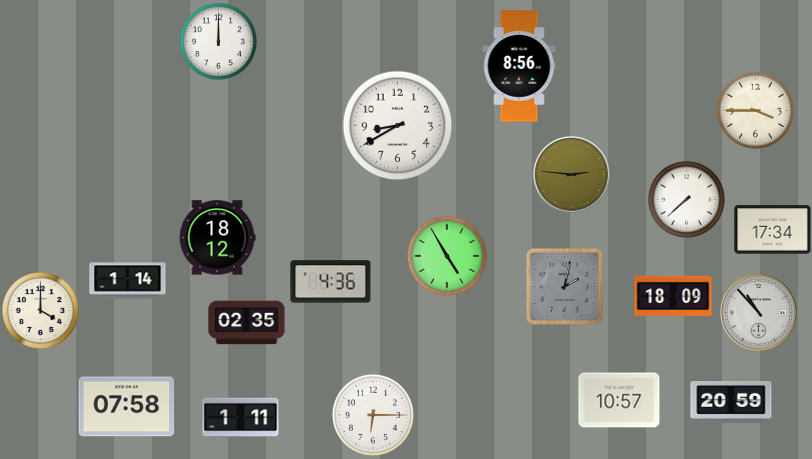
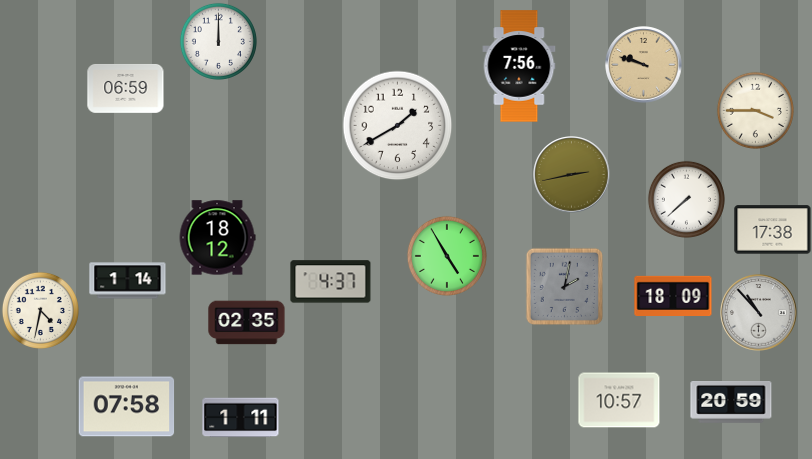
clock at (644, 65): none -> 9:48
clock at (519, 66): 8:56 -> 7:56
clock at (126, 88): none -> 06:59
clock at (398, 126): 8:40 -> 1:40
clock at (572, 175): 2:46 -> 2:43
clock at (773, 230): 17:34 -> 17:38
clock at (331, 282): 4:36 -> 4:37
clock at (40, 310): 4:00 -> 4:32
clock at (373, 415): 6:15 -> none
